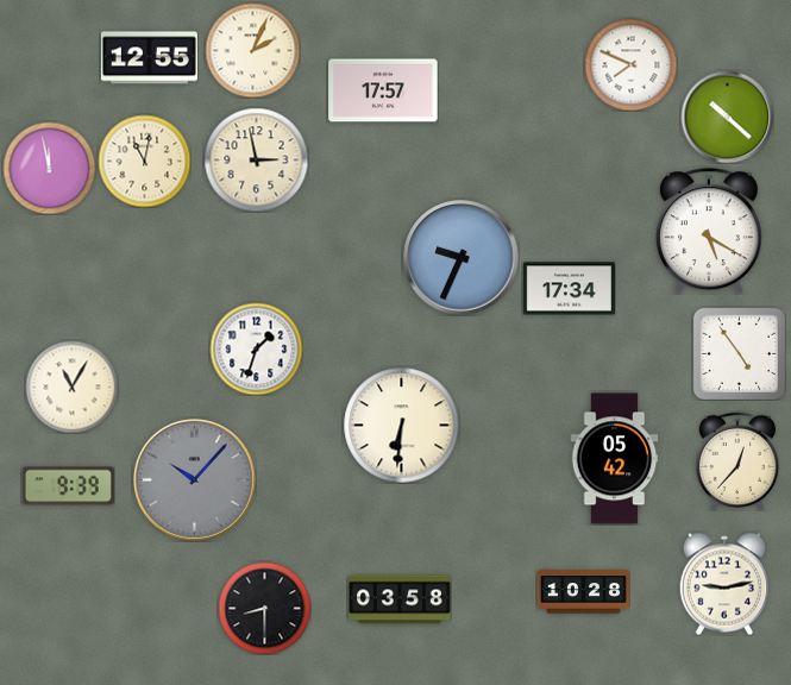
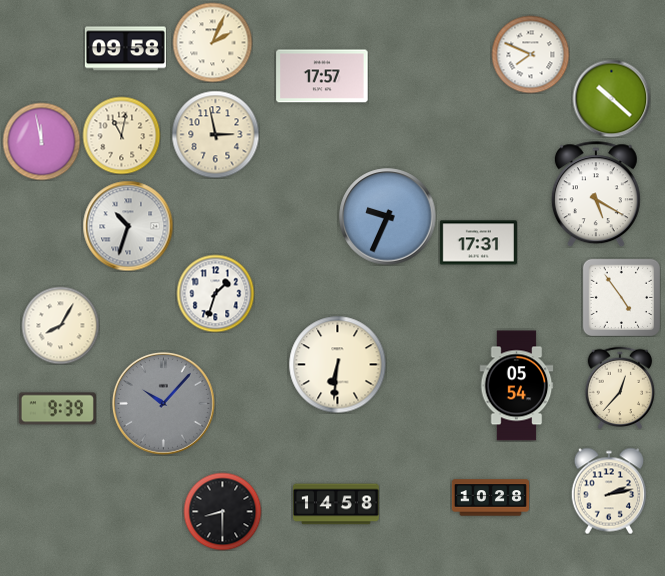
clock at (149, 58): 12:55 -> 09:58
clock at (128, 226): none -> 10:33
clock at (569, 289): 17:34 -> 17:31
clock at (71, 387): 11:05 -> 8:05
clock at (401, 425) position: (401, 425) -> (337, 364)
clock at (615, 459): 05:42 -> 05:54
clock at (723, 584): 9:13 -> 2:13
clock at (401, 599): 03:58 -> 14:58
